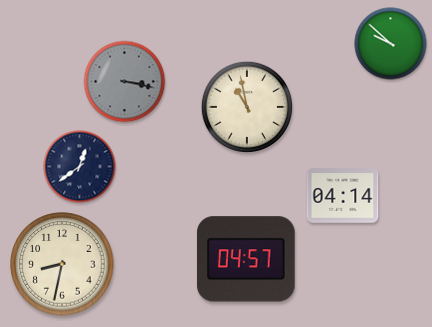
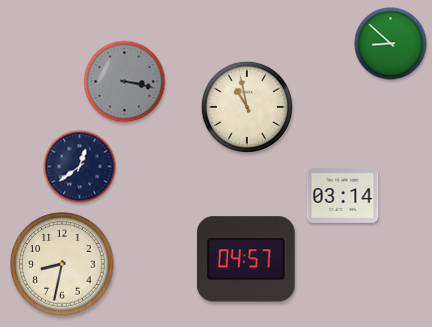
clock at (391, 44): 9:52 -> 8:52
clock at (343, 196): 04:14 -> 03:14
